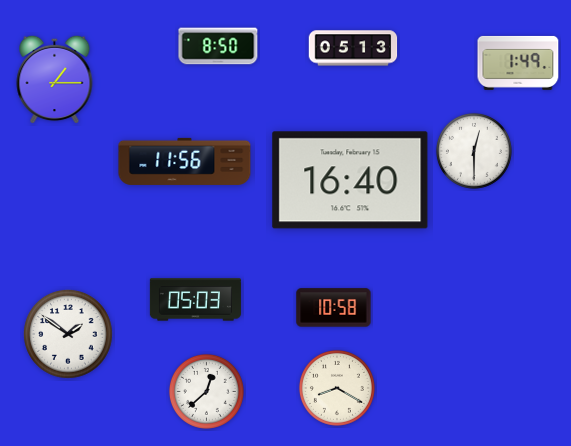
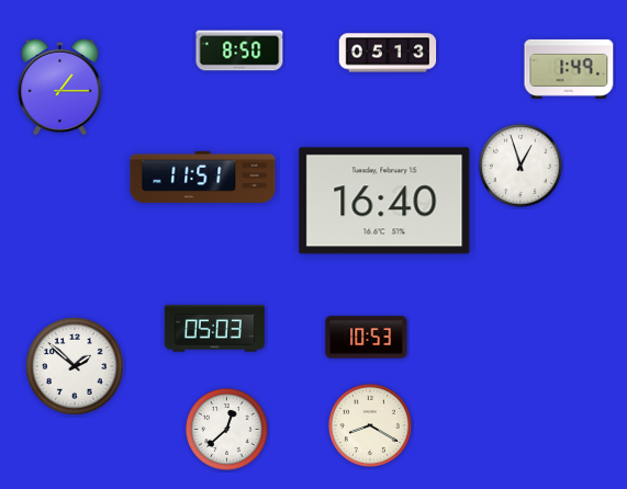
clock at (474, 151): 12:30 -> 12:57
clock at (185, 161): 11:56 -> 11:51
clock at (350, 180) position: (350, 180) -> (384, 201)
clock at (334, 308): 10:58 -> 10:53
clock at (68, 334): 1:51 -> 1:52
